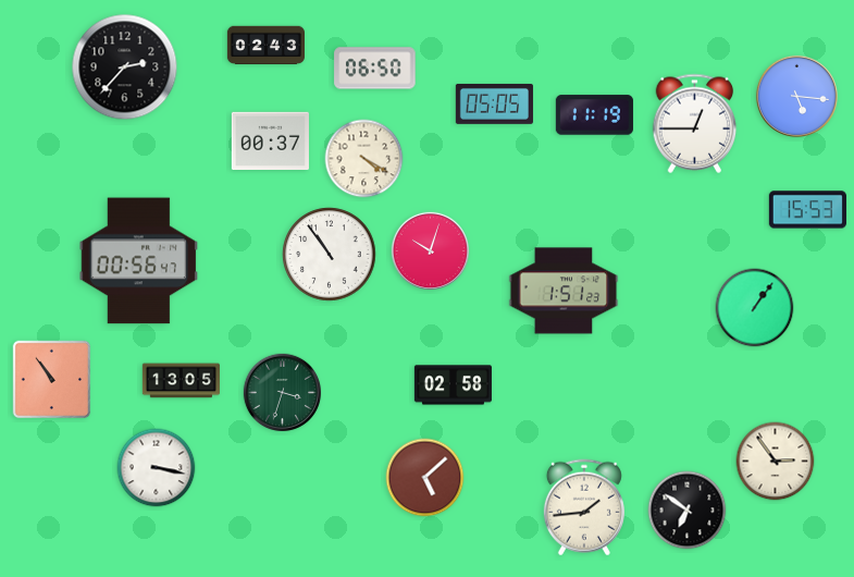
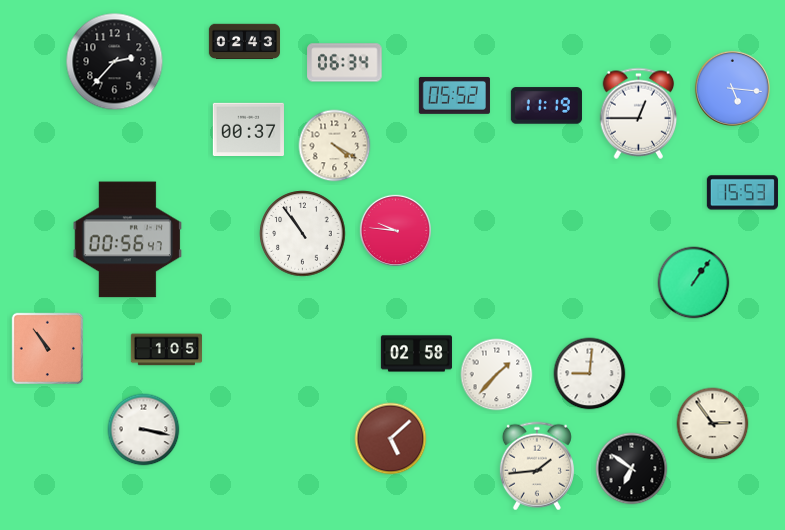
clock at (375, 69): 06:50 -> 06:34
clock at (494, 103): 05:05 -> 05:52
clock at (430, 250): 10:03 -> 9:46
clock at (564, 291): 1:51 -> none
clock at (181, 381): 13:05 -> 1:05
clock at (282, 392): 3:33 -> none
clock at (590, 374): none -> 9:01
clock at (497, 375): none -> 1:37
